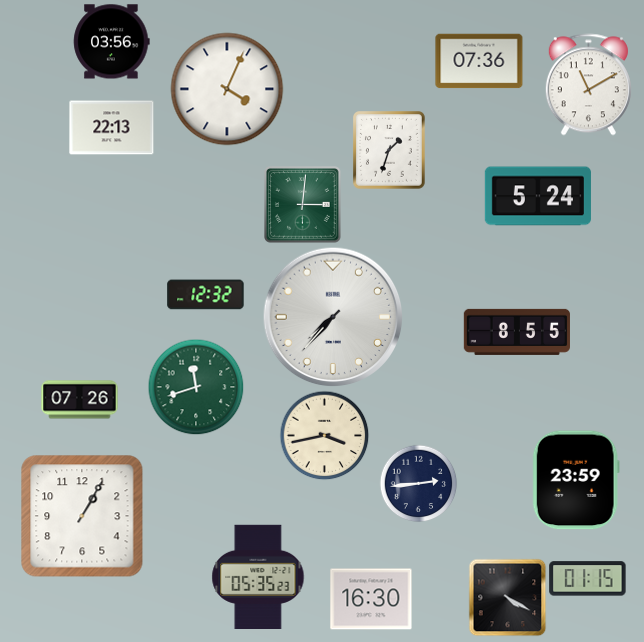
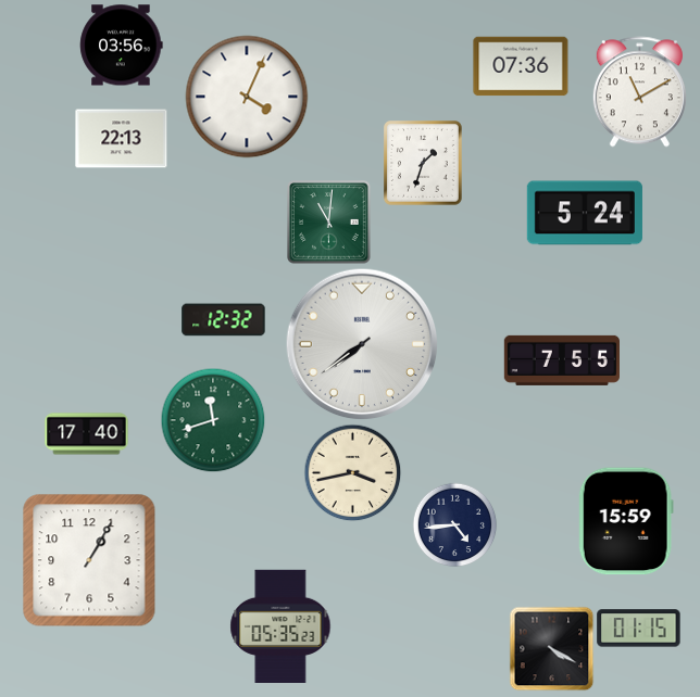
clock at (303, 205): 3:01 -> 11:01
clock at (333, 317): 7:37 -> 7:39
clock at (517, 332): 8:55 -> 7:55
clock at (80, 400): 07:26 -> 17:40
clock at (576, 480): 23:59 -> 15:59
clock at (418, 483): 2:44 -> 4:44
clock at (371, 599): 16:30 -> none
